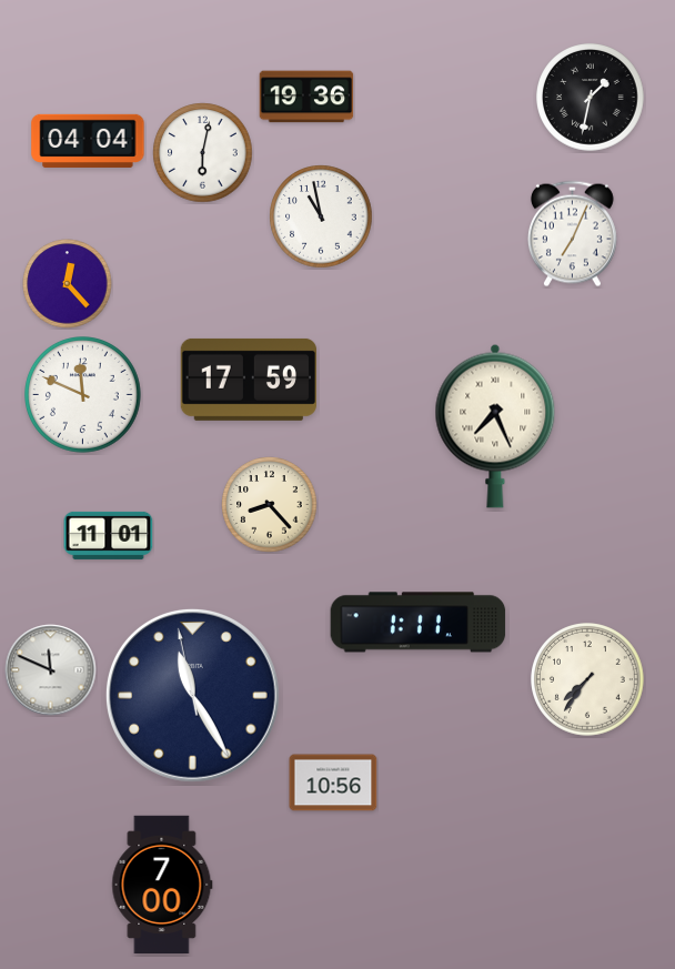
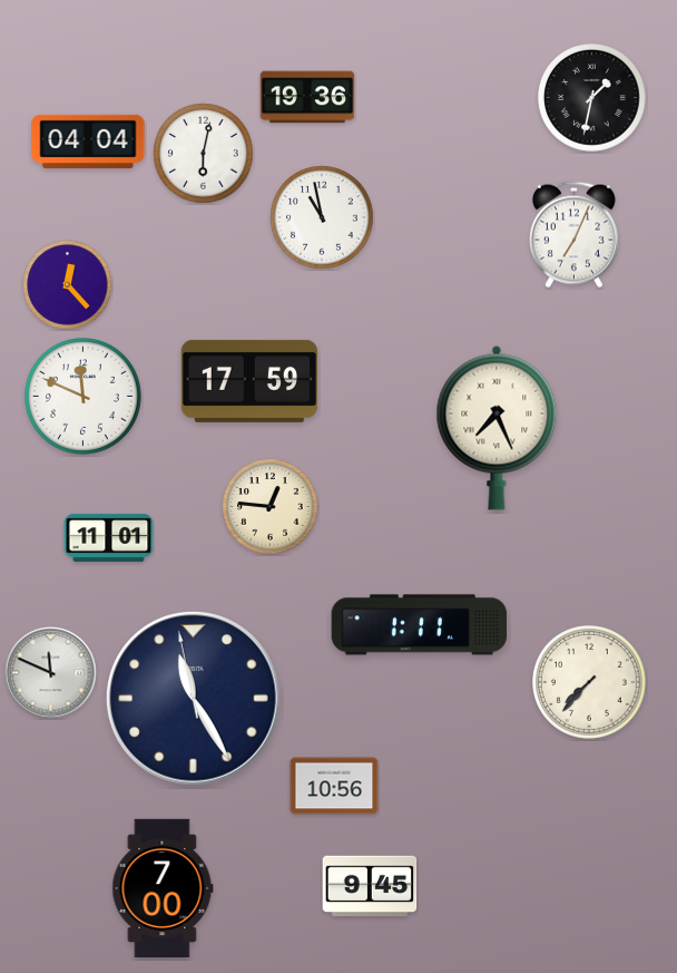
clock at (270, 505): 8:23 -> 12:46
clock at (588, 680): 7:36 -> 7:37
clock at (370, 886): none -> 9:45
